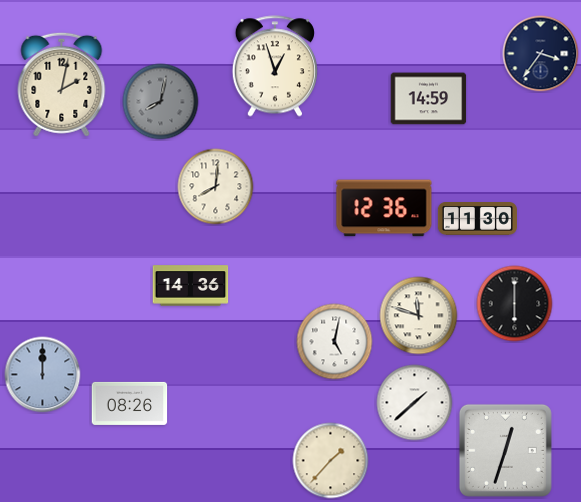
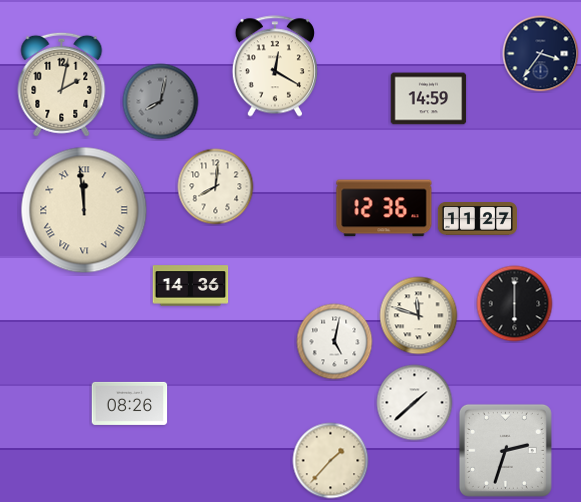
clock at (275, 66): 12:57 -> 12:20
clock at (84, 210): none -> 11:59
clock at (477, 219): 11:30 -> 11:27
clock at (43, 375): 12:00 -> none
clock at (505, 450): 12:33 -> 2:33
